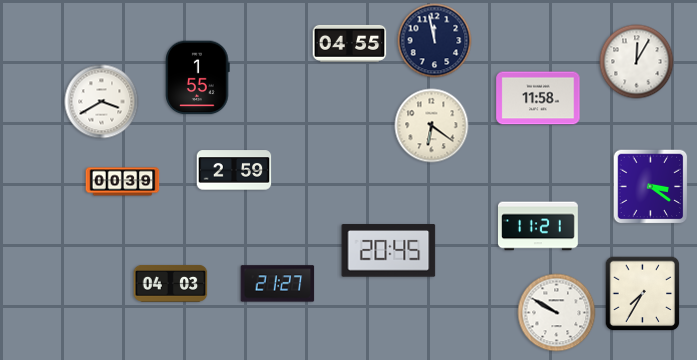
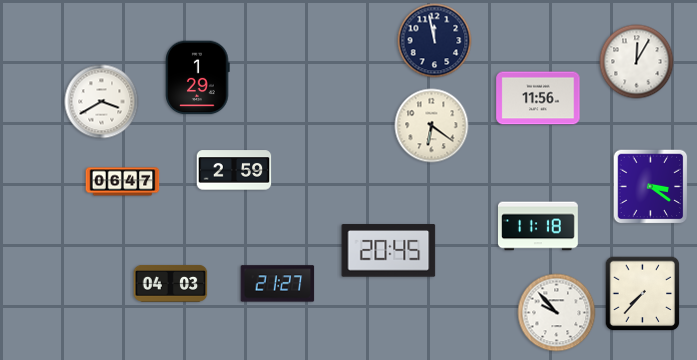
clock at (350, 43): 04:55 -> none
clock at (198, 78): 1:55 -> 1:29
clock at (538, 98): 11:58 -> 11:56
clock at (123, 182): 00:39 -> 06:47
clock at (539, 226): 11:21 -> 11:18
clock at (643, 294): 7:35 -> 7:37
clock at (557, 313): 9:50 -> 9:53
